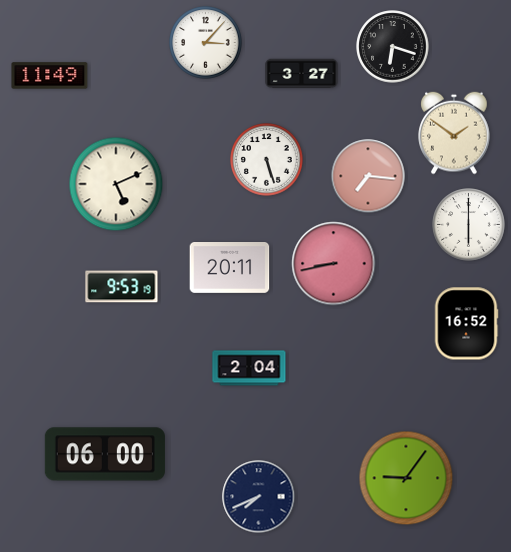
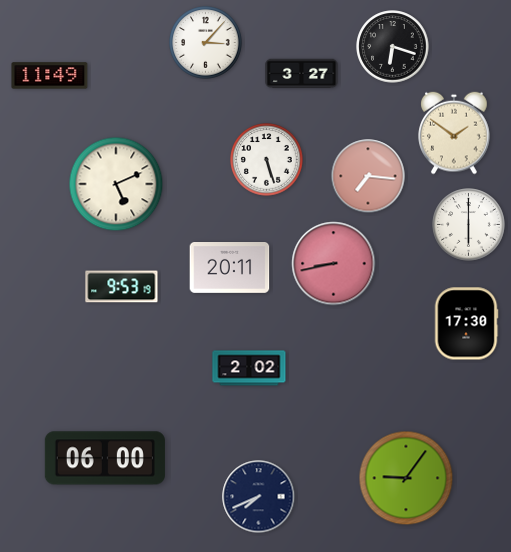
clock at (466, 324): 16:52 -> 17:30
clock at (249, 368): 2:04 -> 2:02
clock at (105, 454) position: (105, 454) -> (105, 458)
